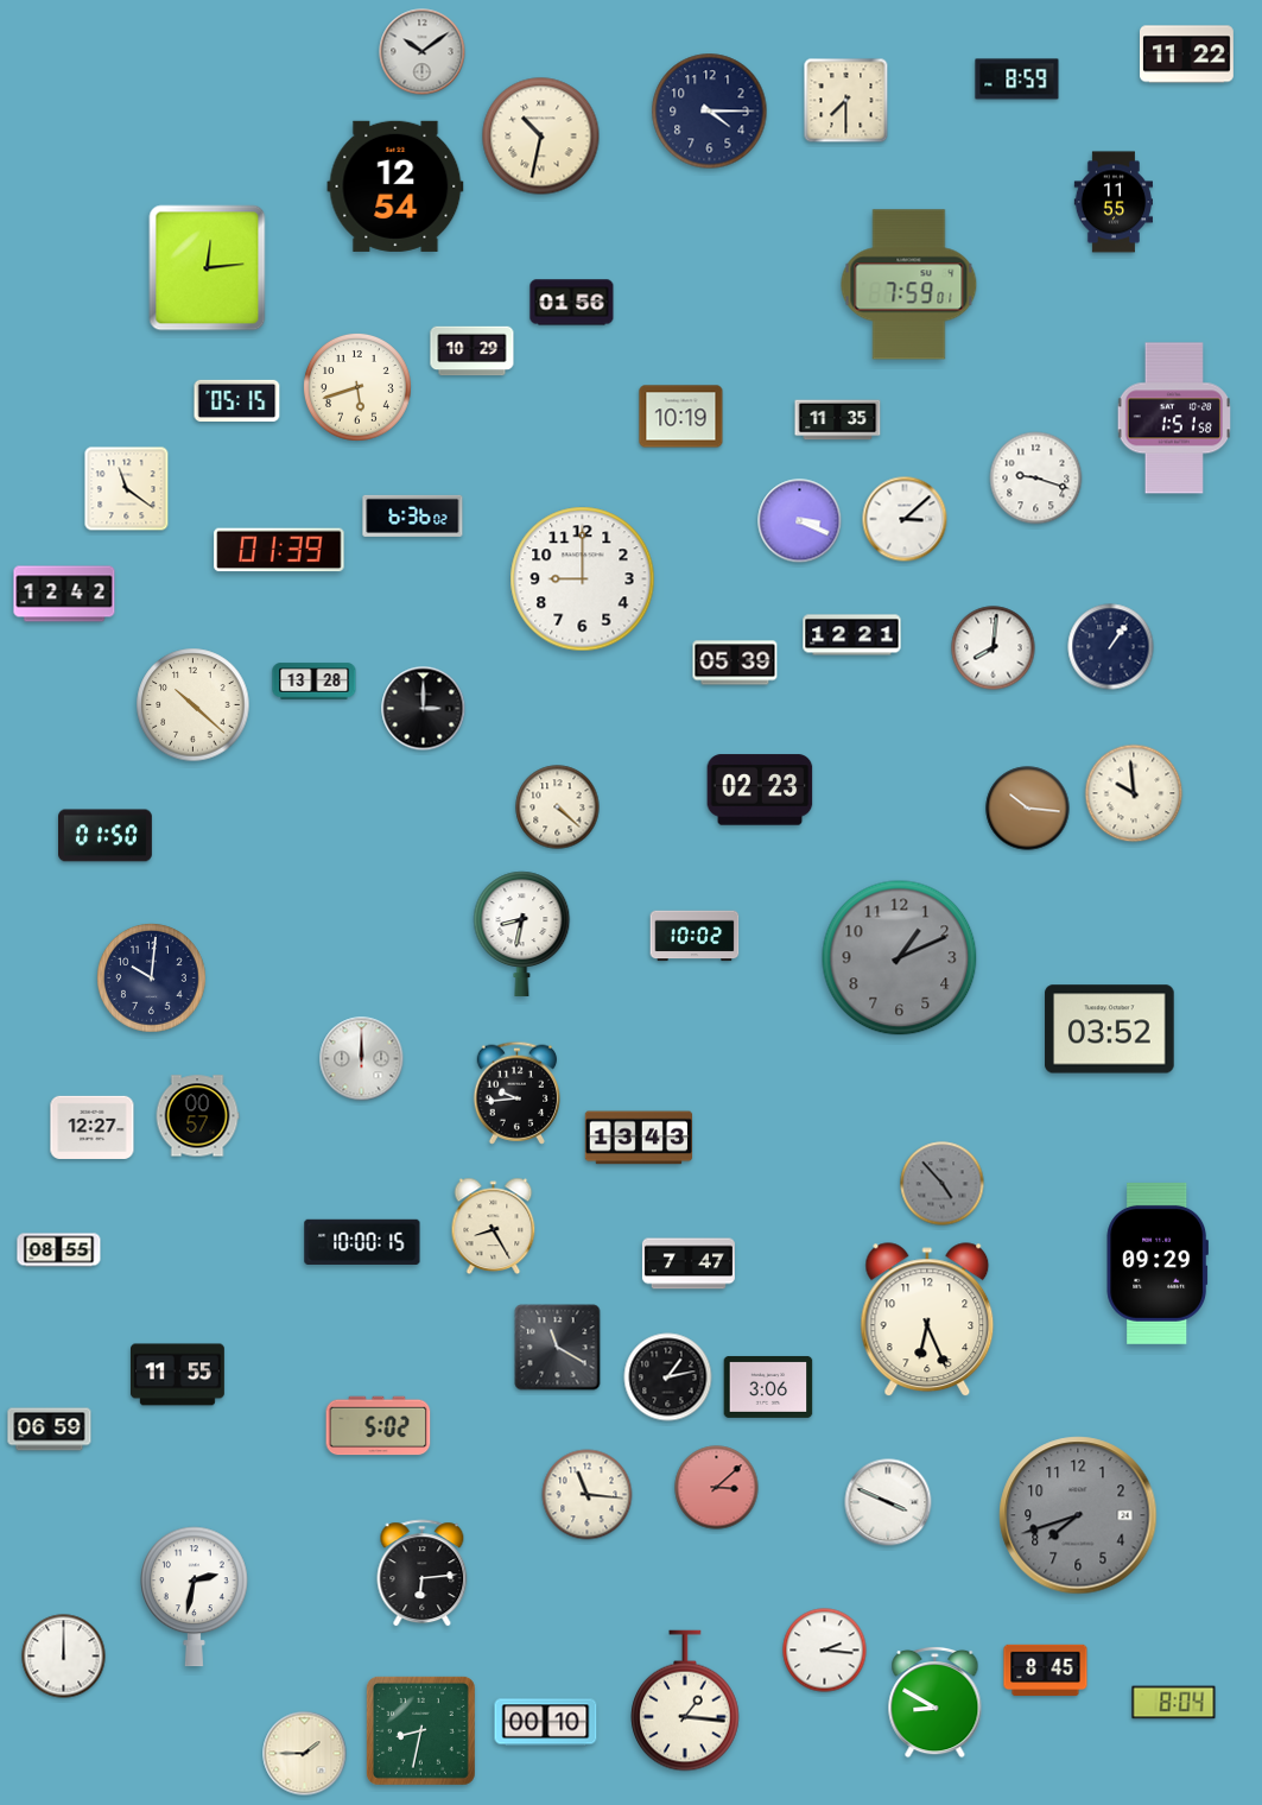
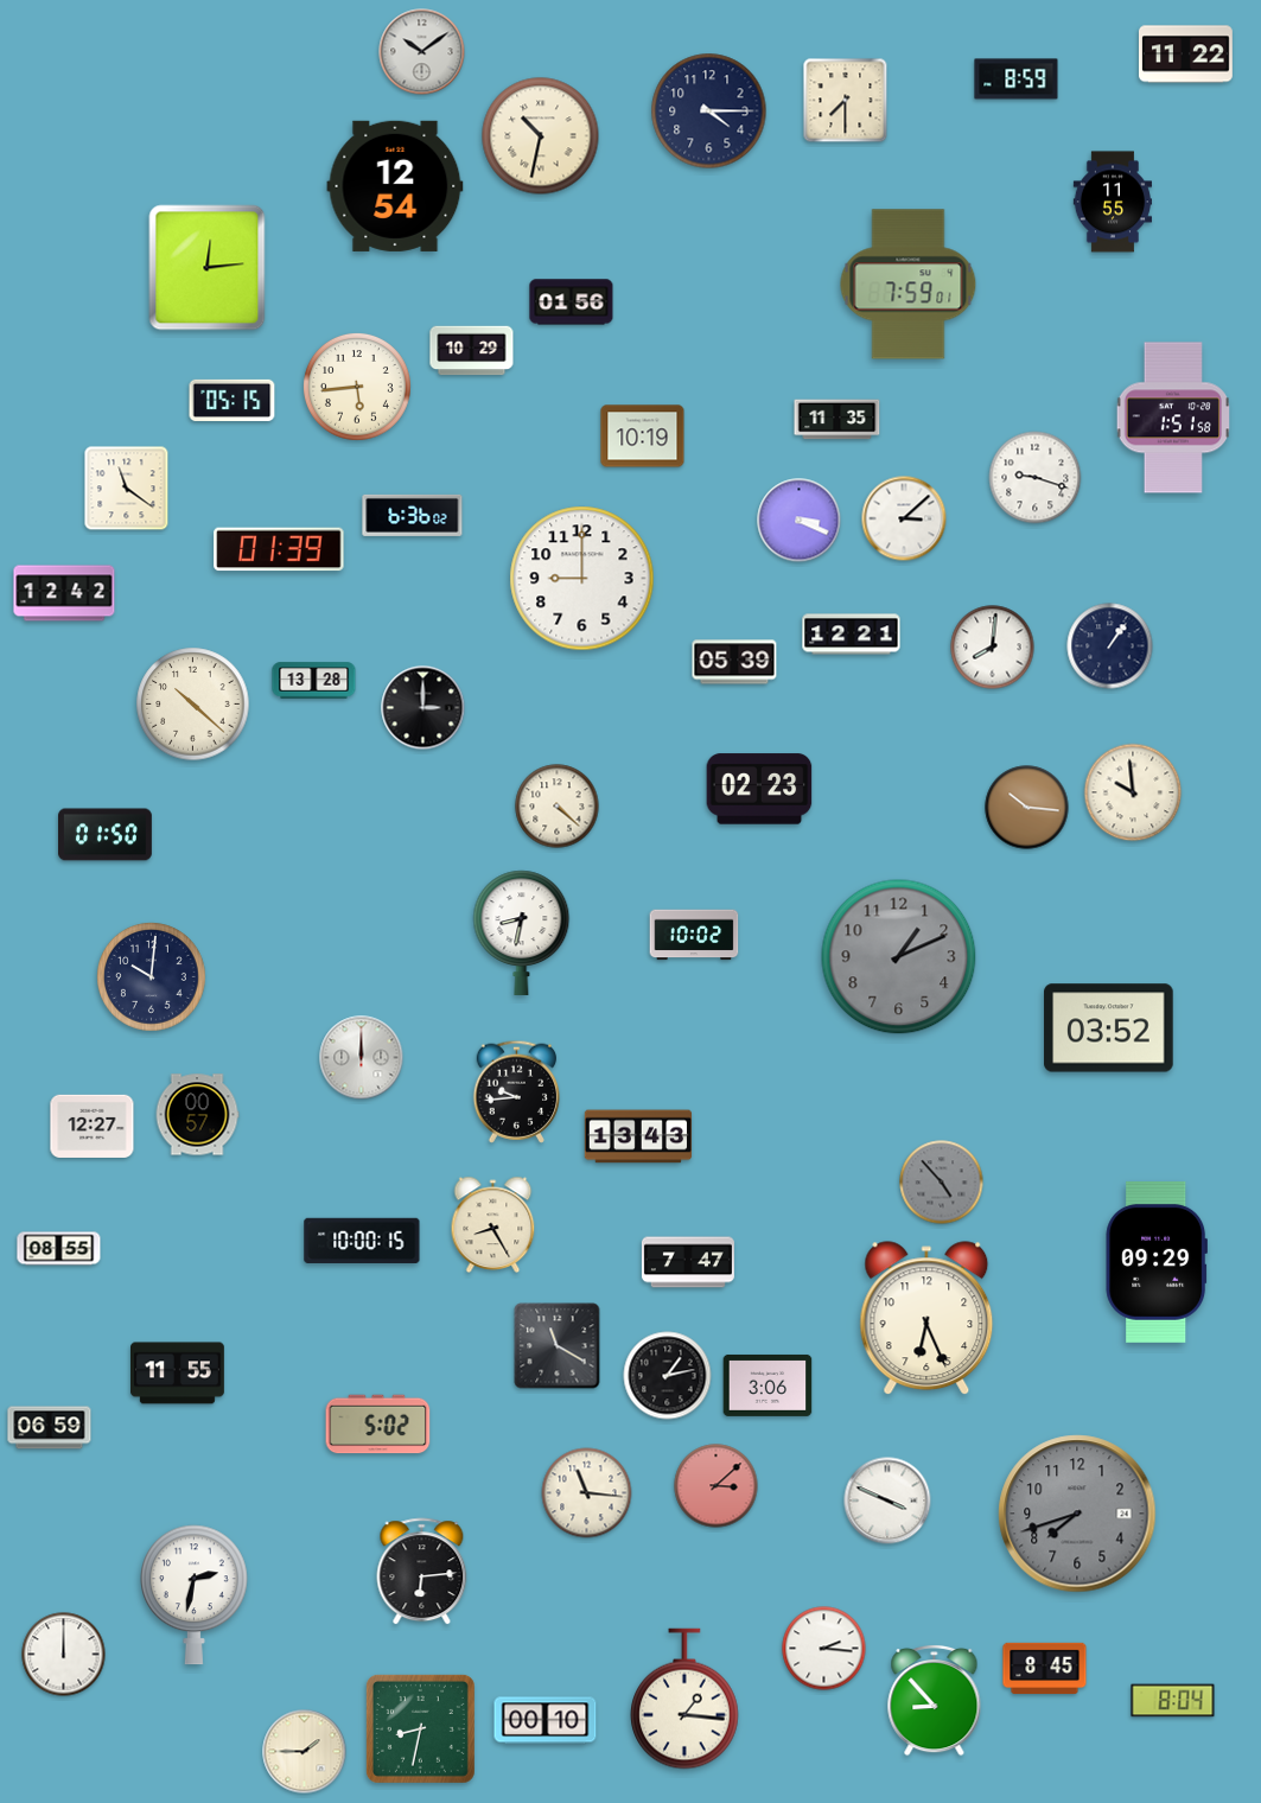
clock at (357, 387): 5:42 -> 5:44
clock at (237, 400) position: (237, 400) -> (233, 400)
clock at (681, 417) position: (681, 417) -> (643, 437)
clock at (936, 1702): 8:50 -> 8:53
